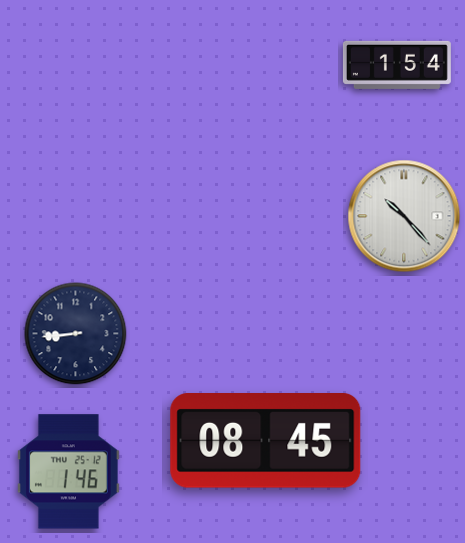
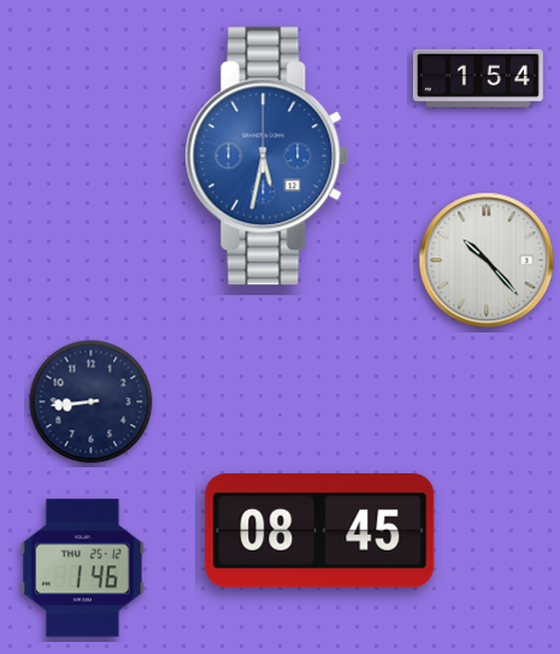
clock at (267, 157): none -> 5:32
